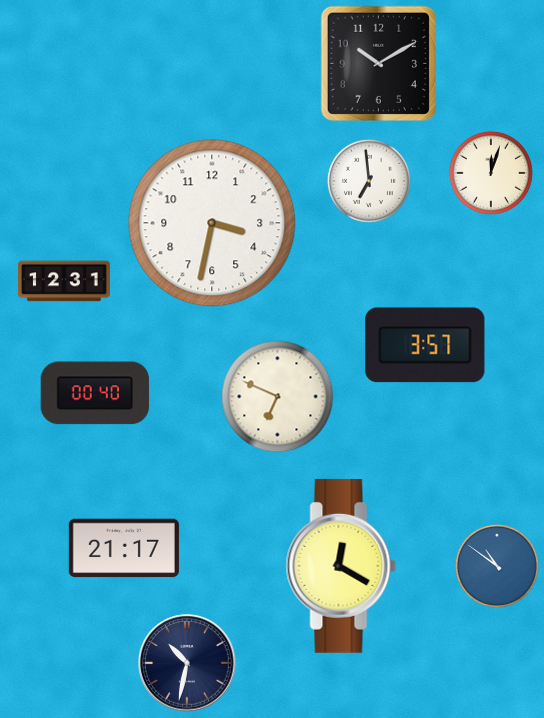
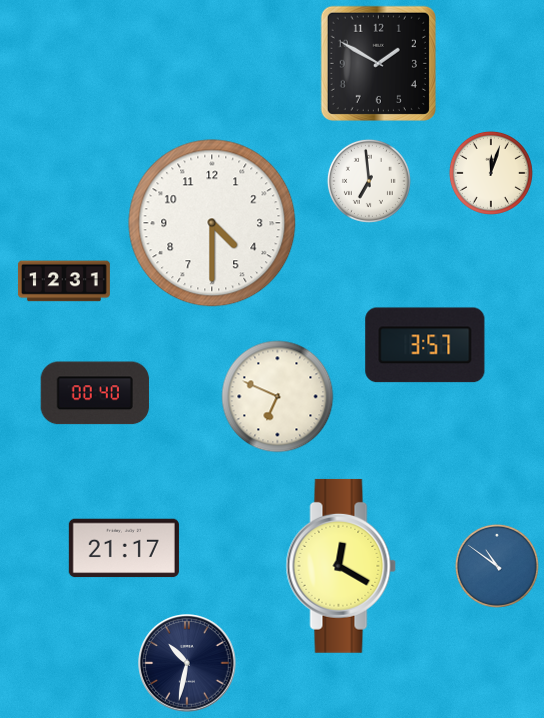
clock at (378, 63): 10:10 -> 1:50
clock at (212, 223): 3:32 -> 4:30
